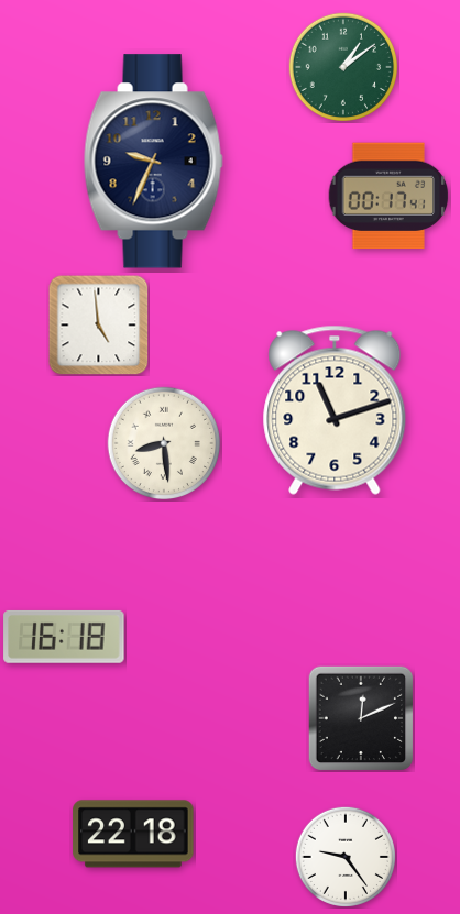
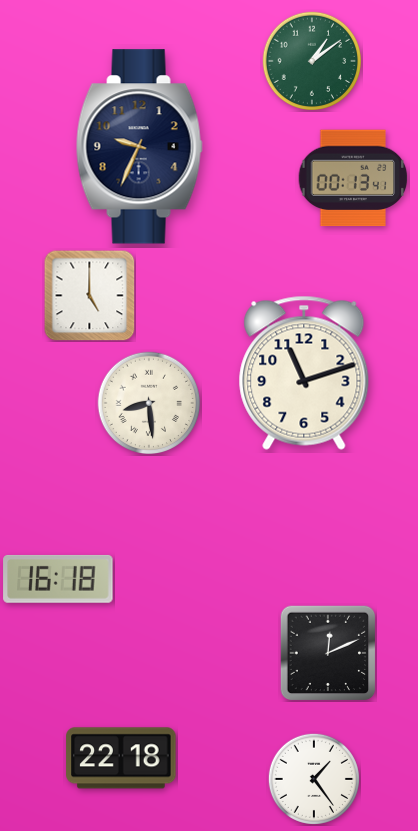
clock at (388, 196): 00:17 -> 00:13
clock at (99, 326): 4:59 -> 5:00
clock at (346, 857): 9:24 -> 1:24
